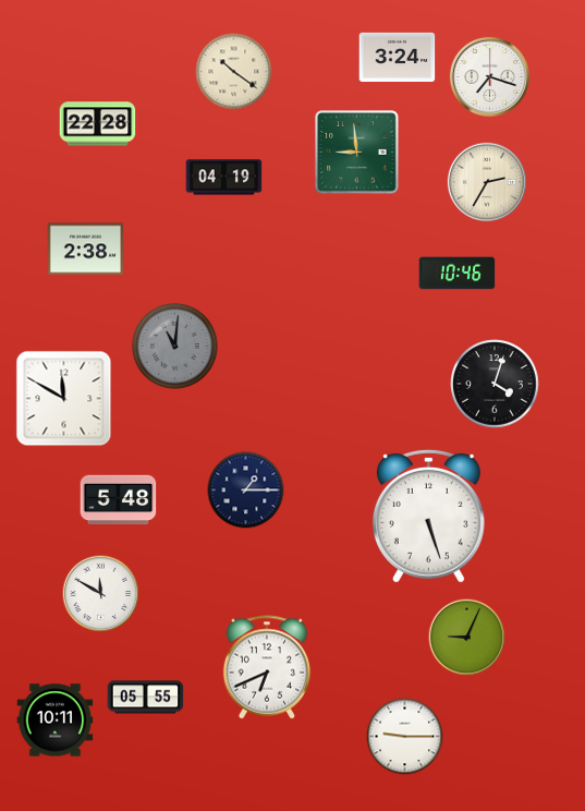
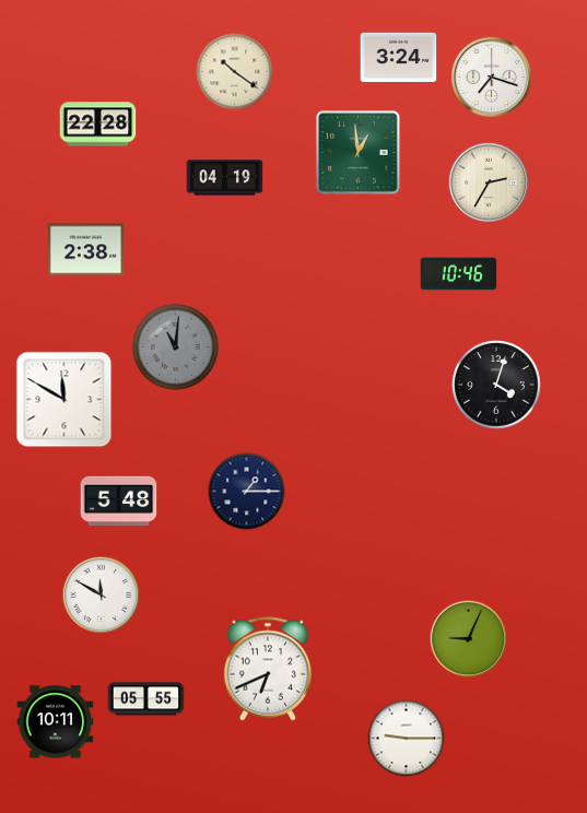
clock at (357, 153): 8:59 -> 12:59
clock at (428, 516): 5:27 -> none
